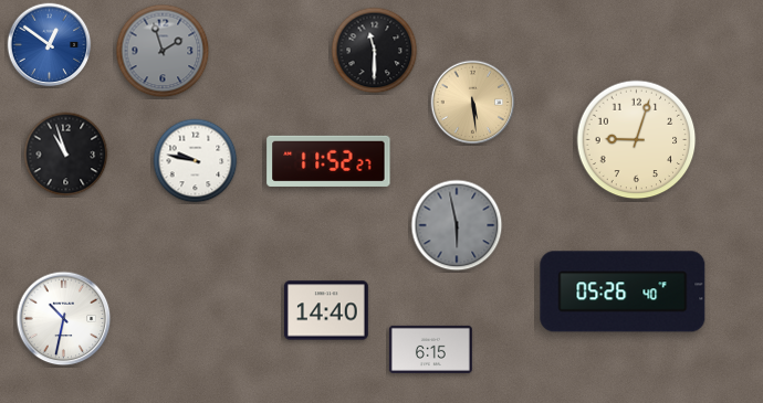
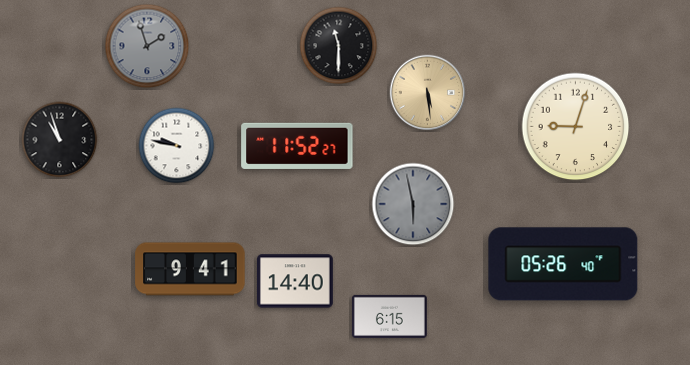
clock at (50, 45): 12:51 -> none
clock at (190, 269): none -> 9:41
clock at (64, 319): 10:32 -> none
